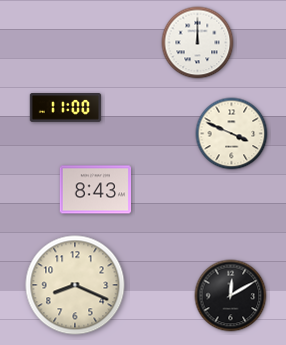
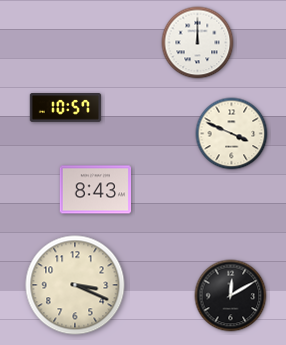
clock at (66, 108): 11:00 -> 10:57
clock at (75, 285): 8:19 -> 3:19
